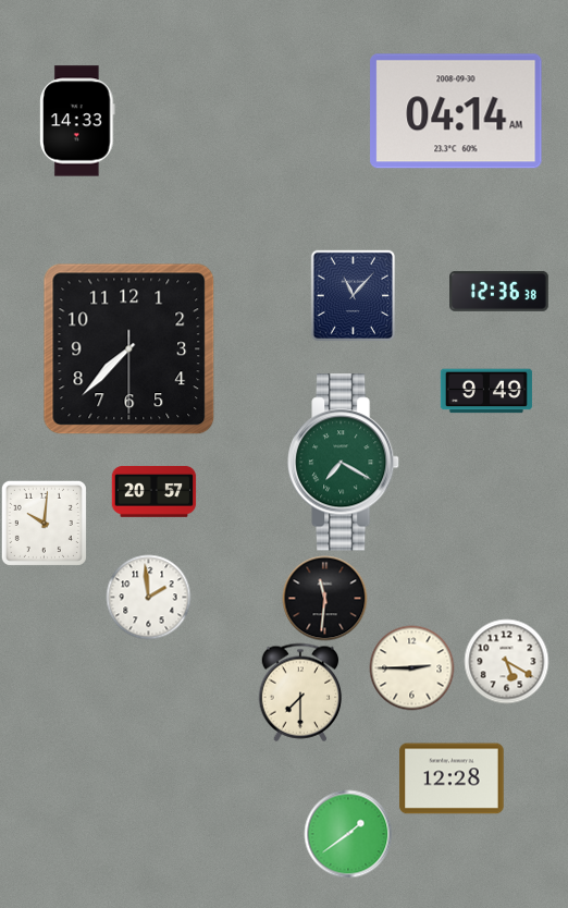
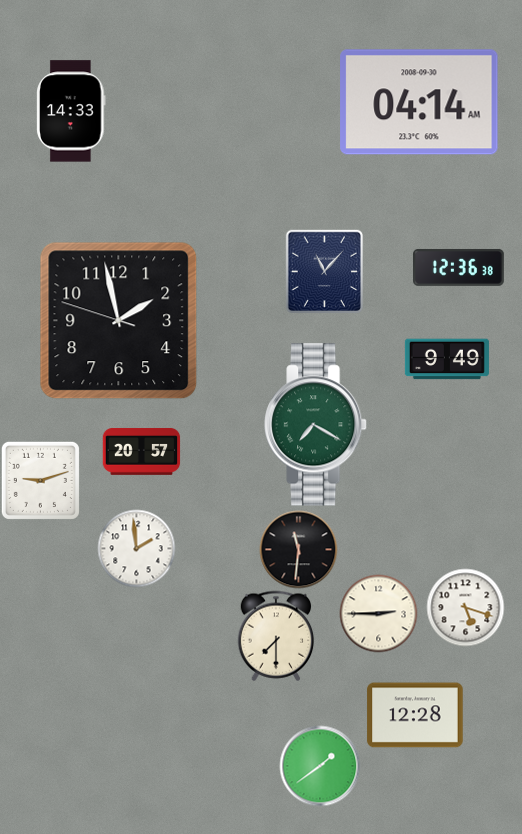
clock at (129, 349): 7:37 -> 1:57
clock at (44, 523): 10:01 -> 9:12
clock at (506, 661): 5:20 -> 5:18
